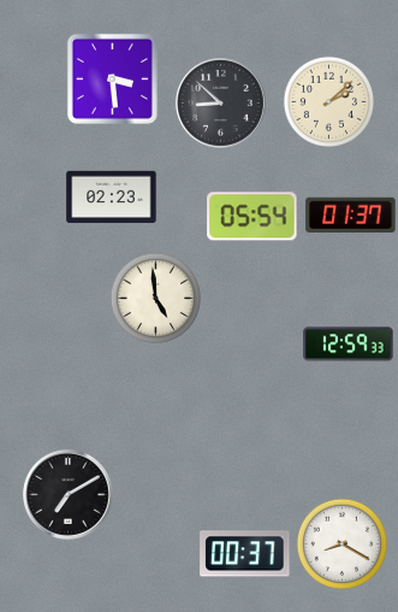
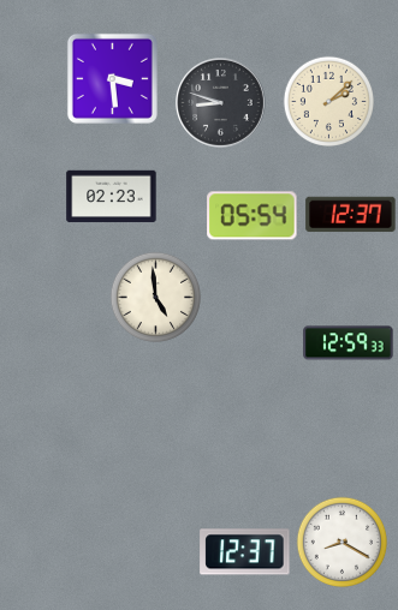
clock at (221, 104): 8:52 -> 8:48
clock at (351, 216): 01:37 -> 12:37
clock at (69, 495): 7:10 -> none
clock at (245, 554): 00:37 -> 12:37
